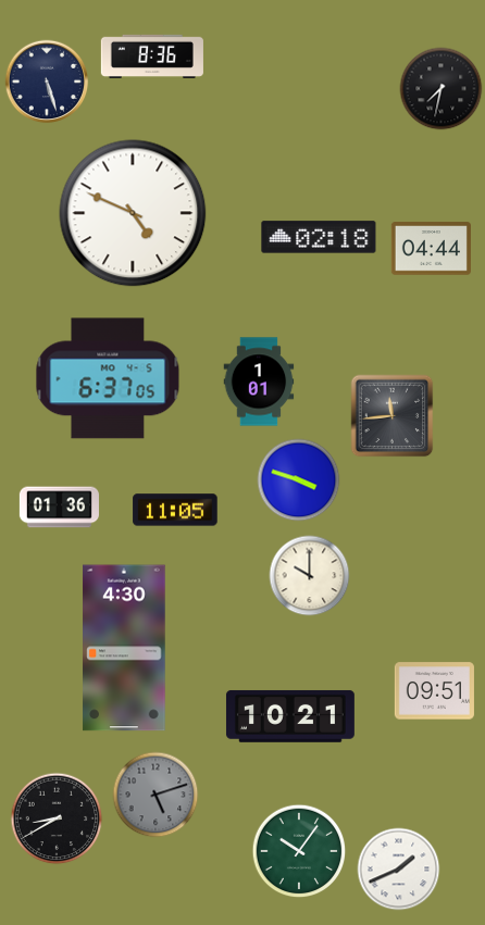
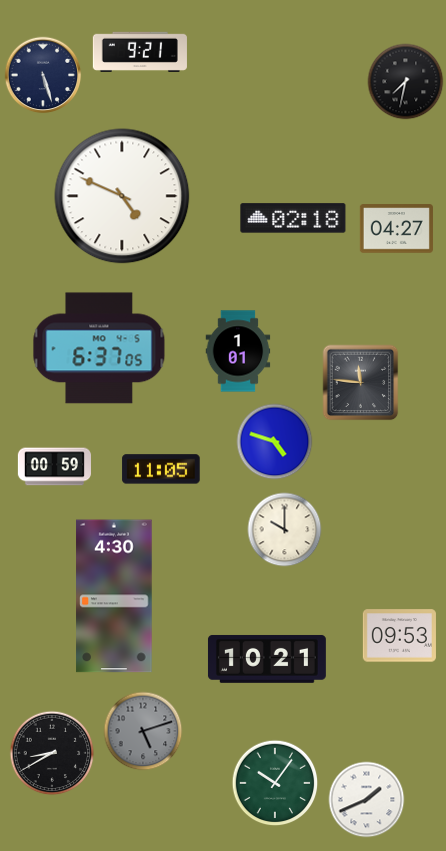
clock at (152, 57): 8:36 -> 9:21
clock at (431, 249): 04:44 -> 04:27
clock at (393, 416): 11:44 -> 11:46
clock at (299, 480): 3:48 -> 4:48
clock at (59, 508): 01:36 -> 00:59
clock at (434, 691): 09:51 -> 09:53
